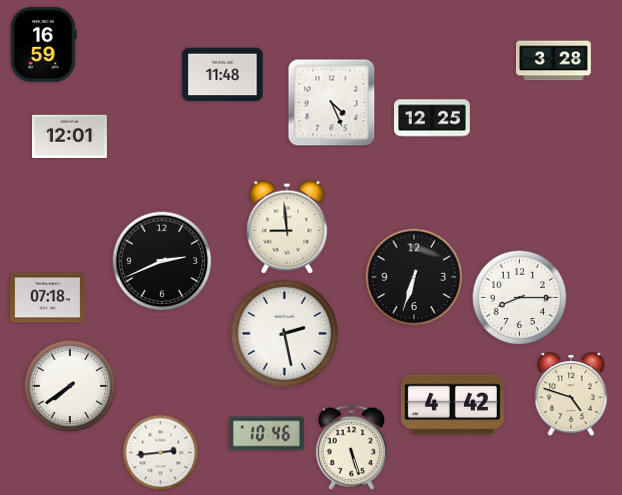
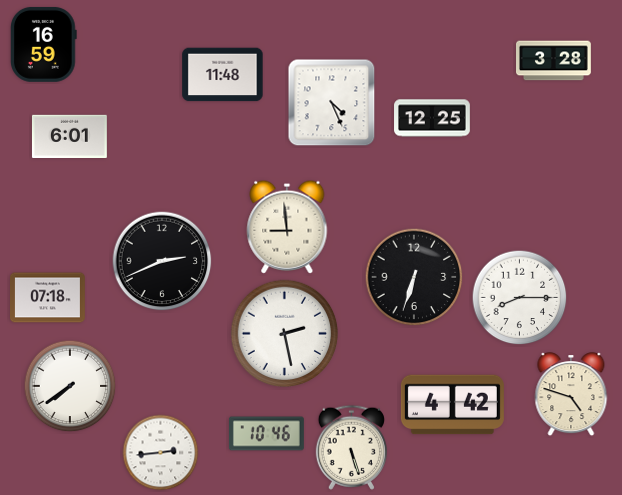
clock at (69, 136): 12:01 -> 6:01
